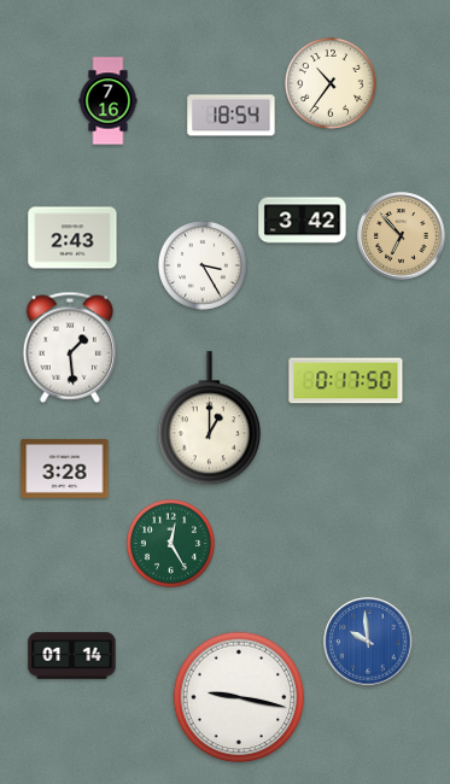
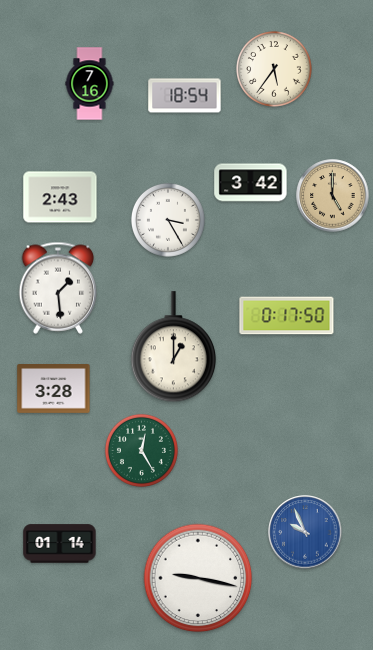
clock at (332, 84): 10:36 -> 5:36
clock at (232, 116) position: (232, 116) -> (185, 96)
clock at (402, 236): 6:53 -> 5:00
clock at (368, 642): 9:59 -> 9:56
